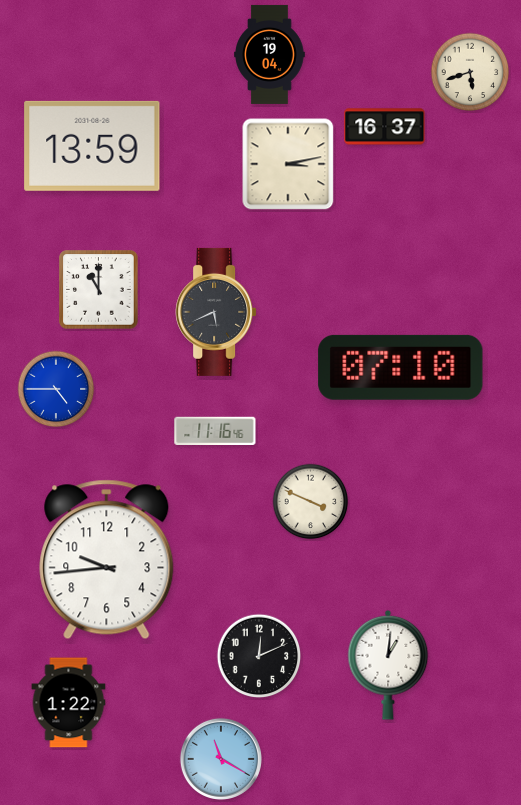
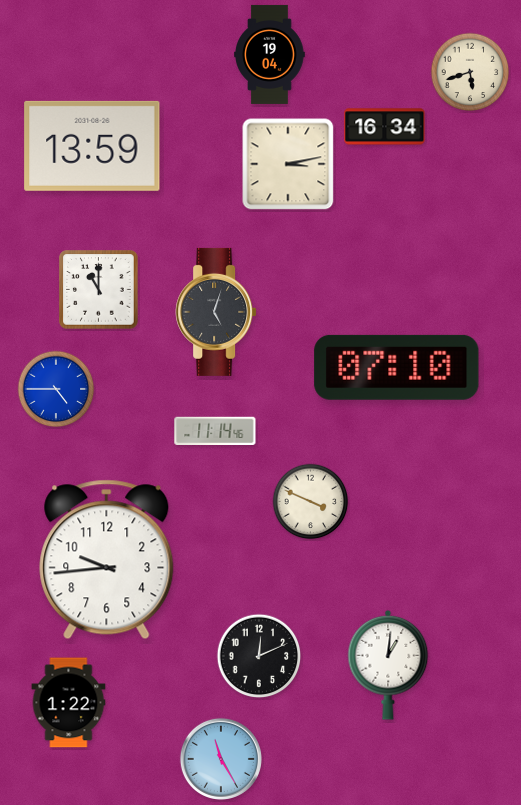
clock at (385, 127): 16:37 -> 16:34
clock at (216, 312): 5:41 -> 5:03
clock at (401, 367) position: (401, 367) -> (397, 367)
clock at (215, 431): 11:16 -> 11:14
clock at (221, 759): 11:20 -> 11:25
